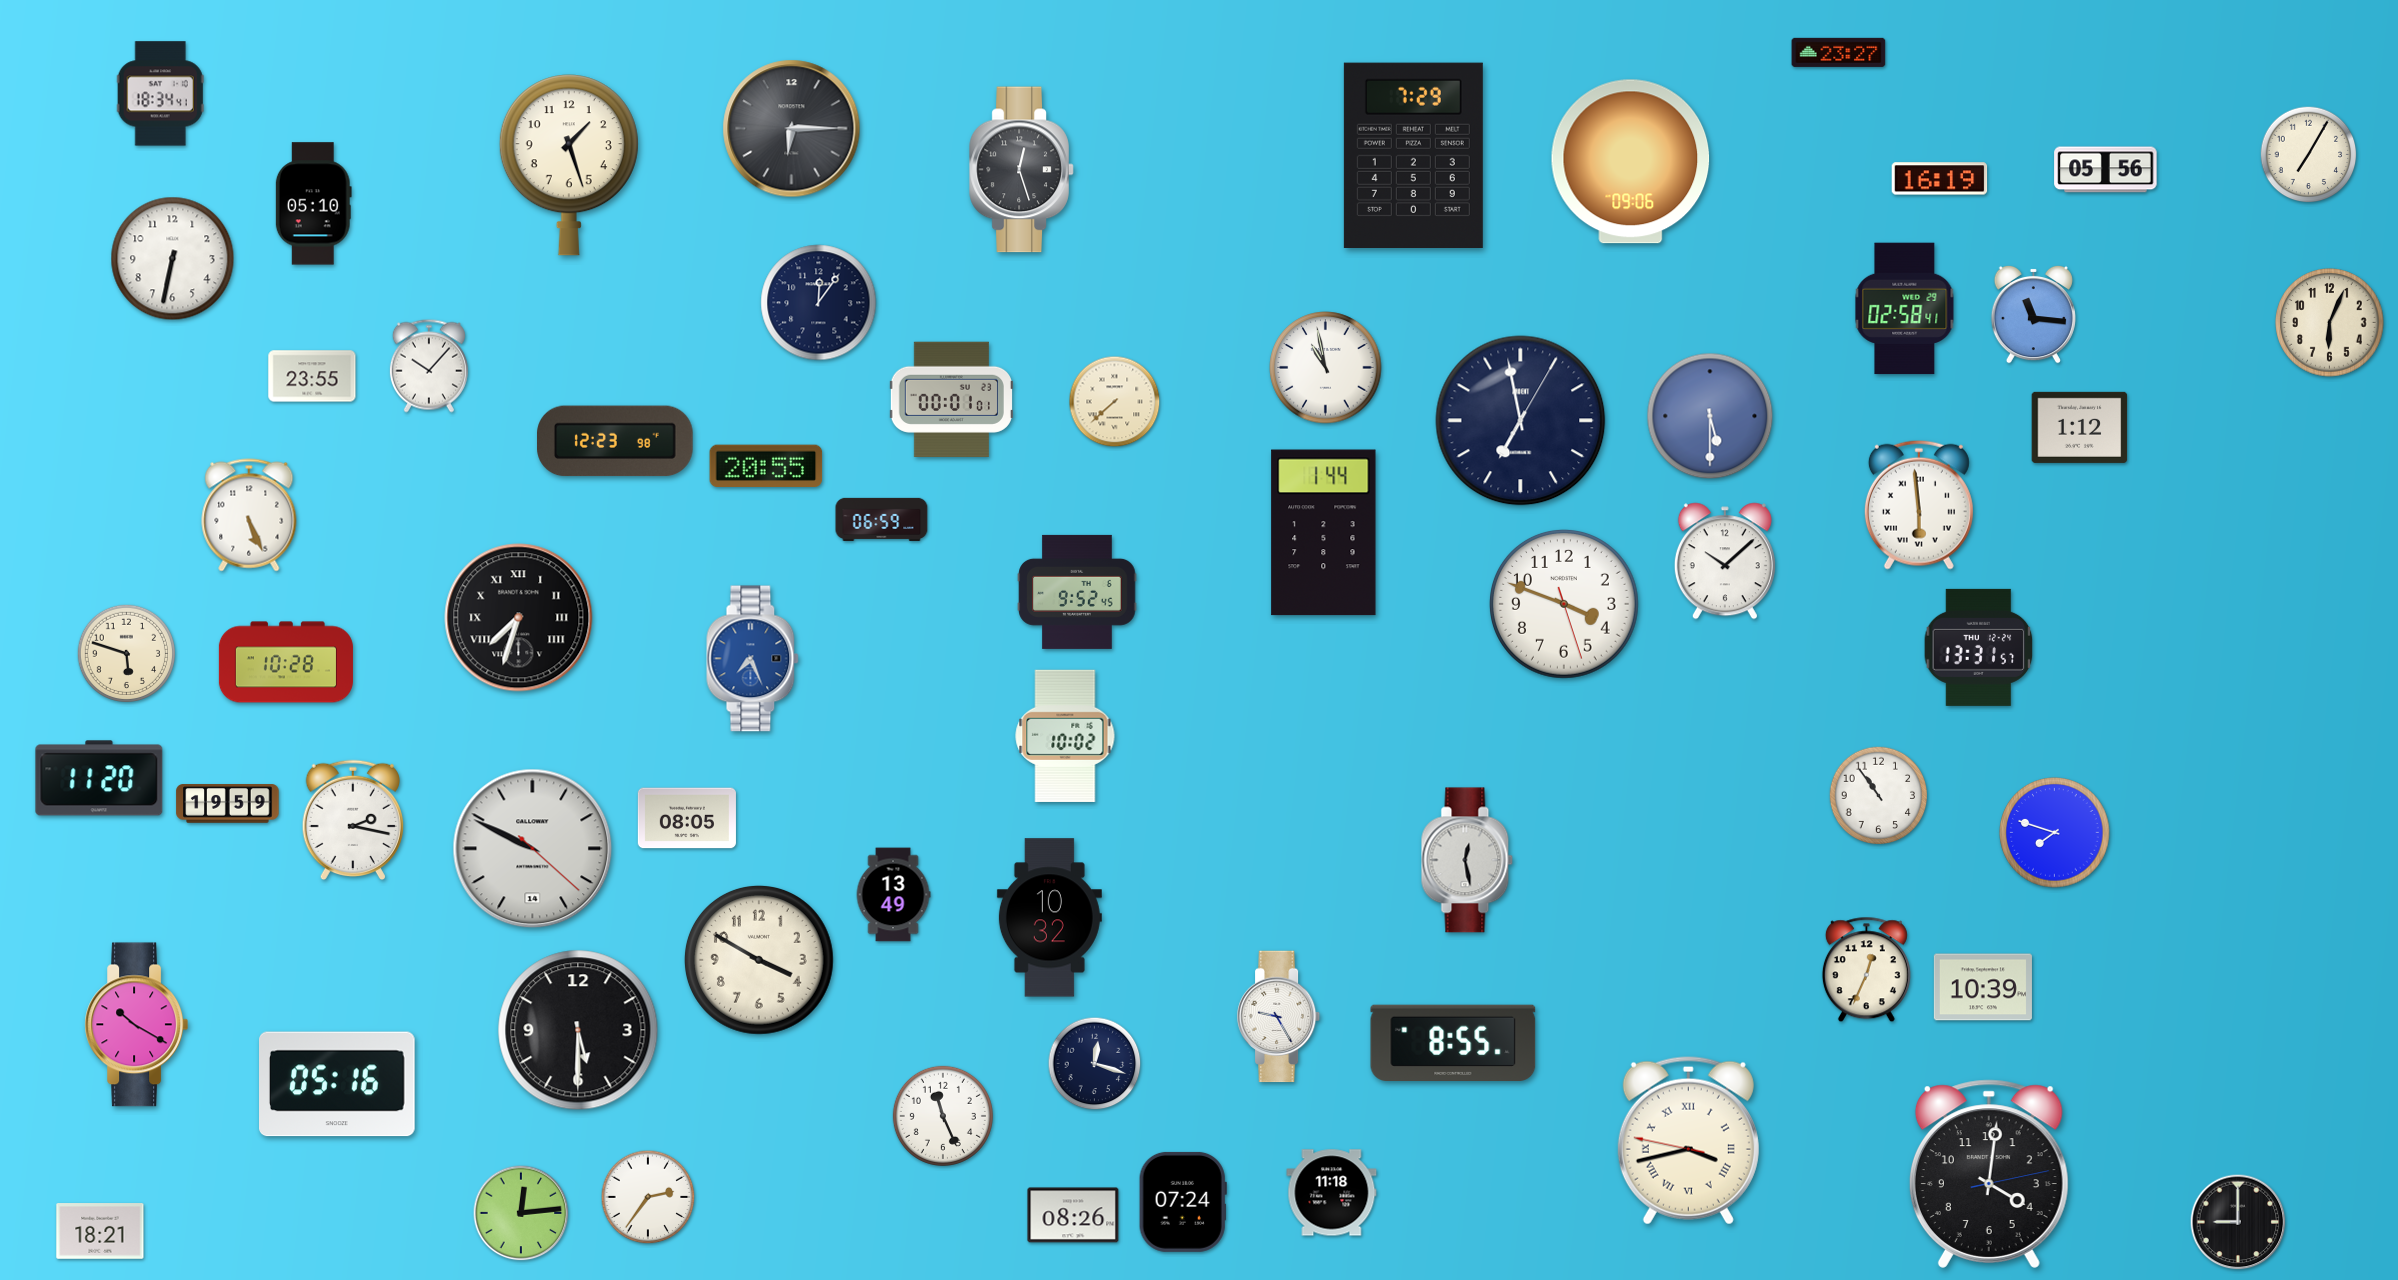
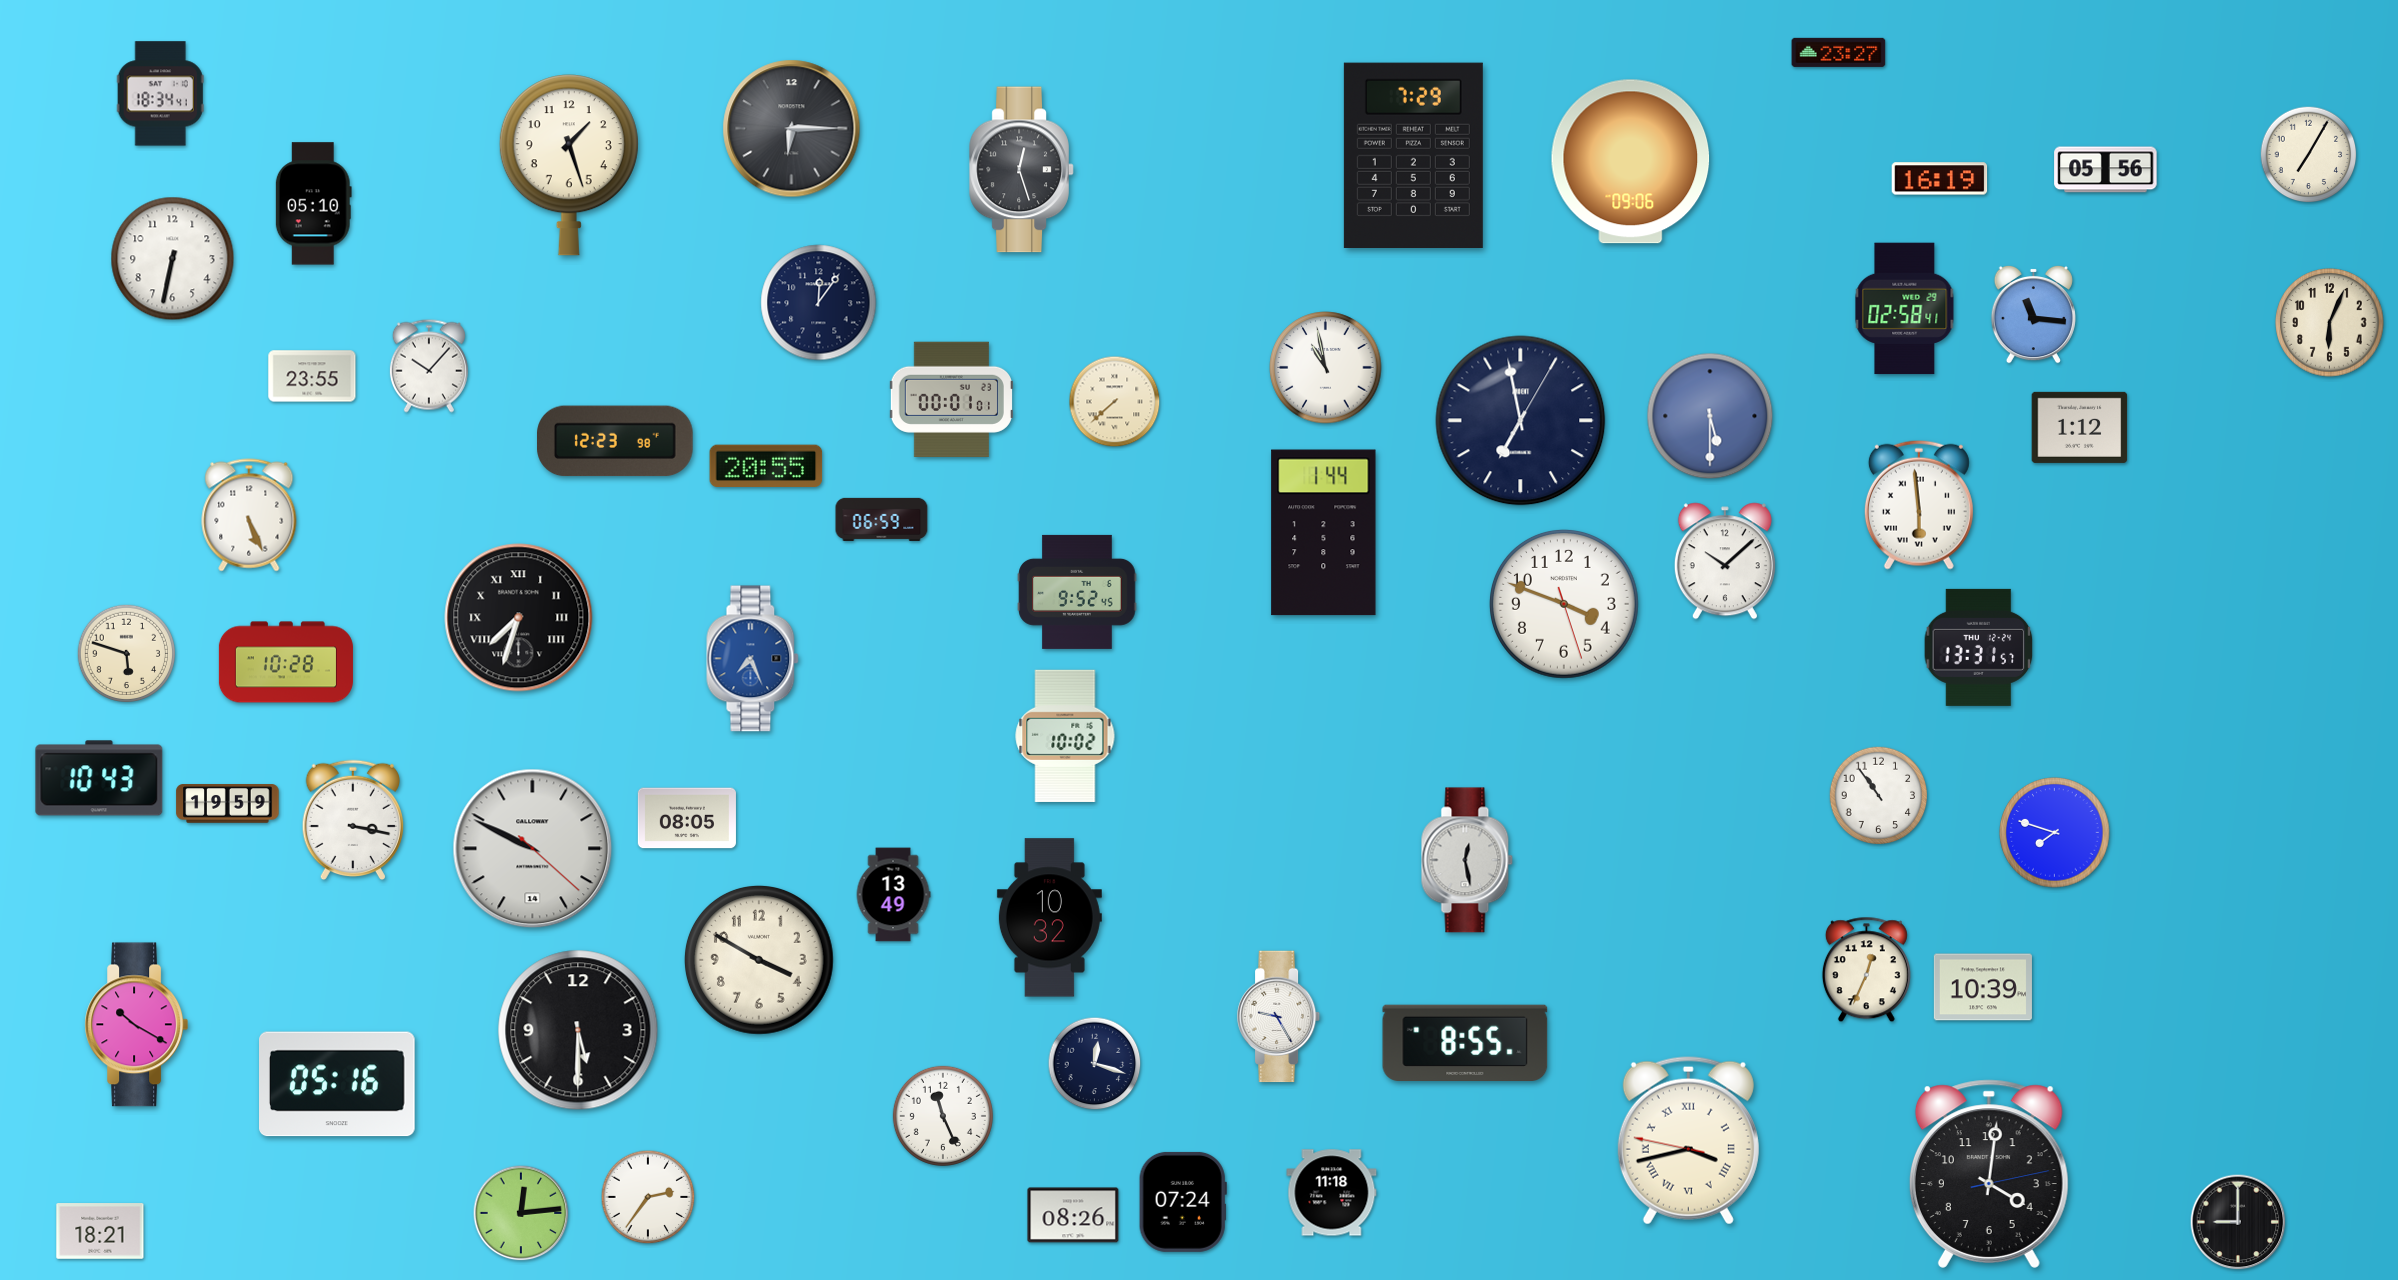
clock at (99, 778): 11:20 -> 10:43
clock at (352, 820): 2:17 -> 3:17
clock at (1453, 1042) position: (1453, 1042) -> (1465, 1042)
